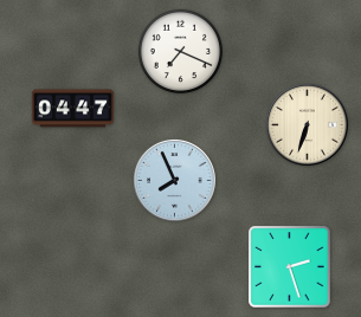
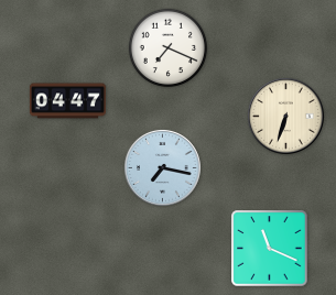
clock at (174, 180): 7:56 -> 7:17
clock at (290, 267): 2:27 -> 11:19
